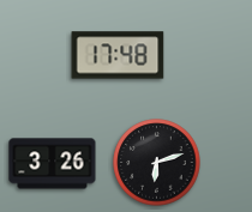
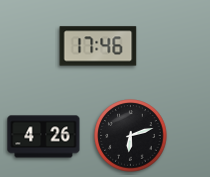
clock at (118, 55): 17:48 -> 17:46
clock at (53, 164): 3:26 -> 4:26
